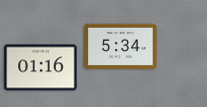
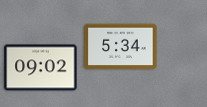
clock at (41, 68): 01:16 -> 09:02
